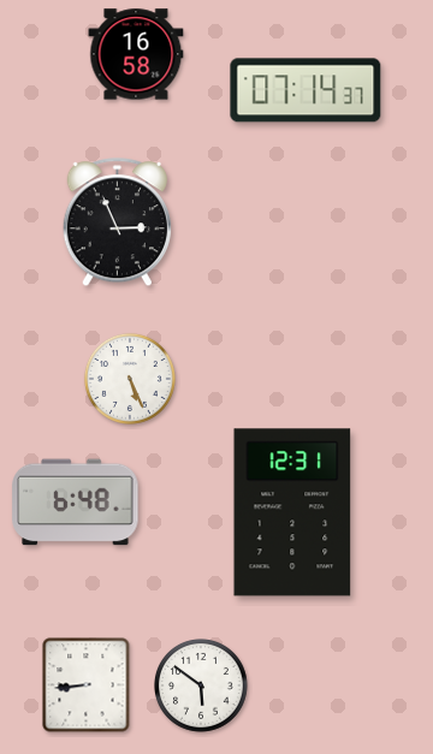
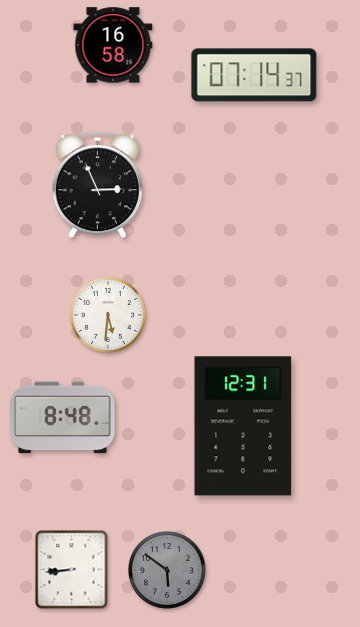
clock at (130, 379): 5:26 -> 5:31
clock at (76, 503): 6:48 -> 8:48
clock at (202, 687) dial: white -> grey
